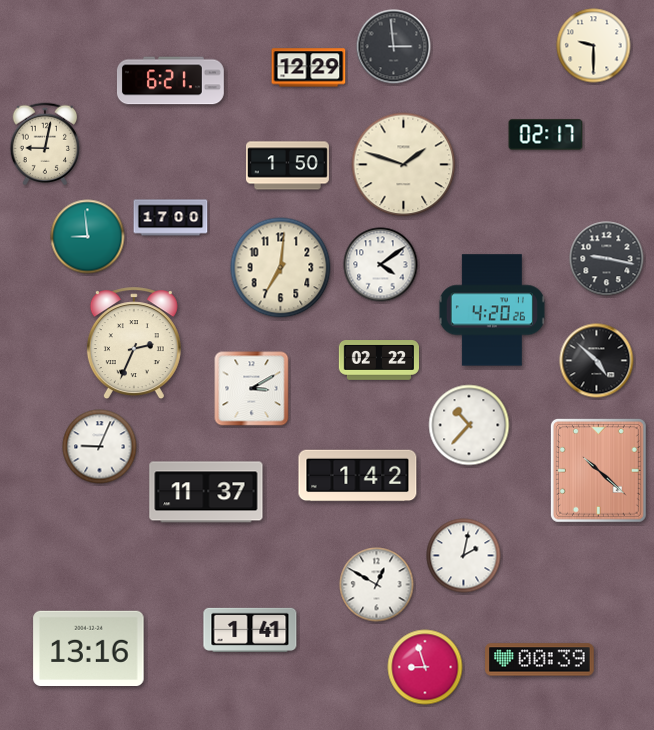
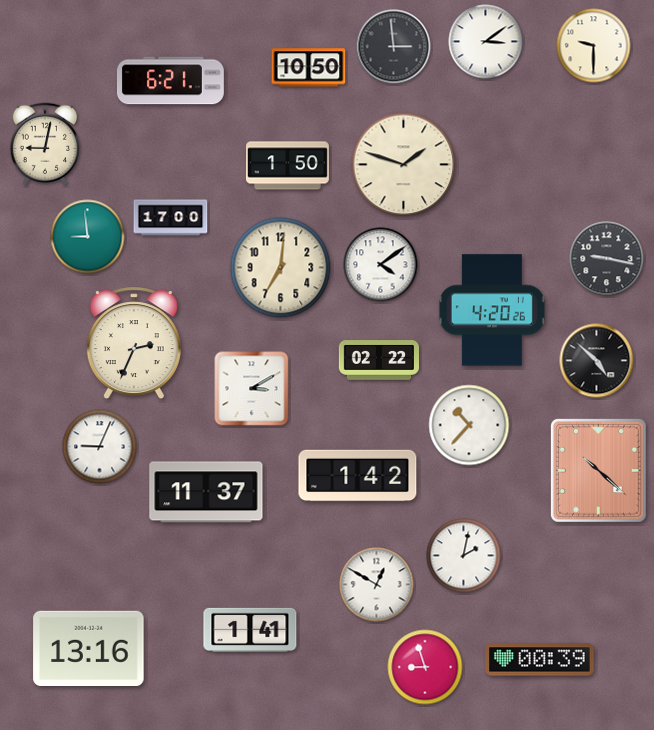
clock at (486, 42): none -> 3:09
clock at (309, 68): 12:29 -> 10:50
clock at (546, 135): 02:17 -> none
